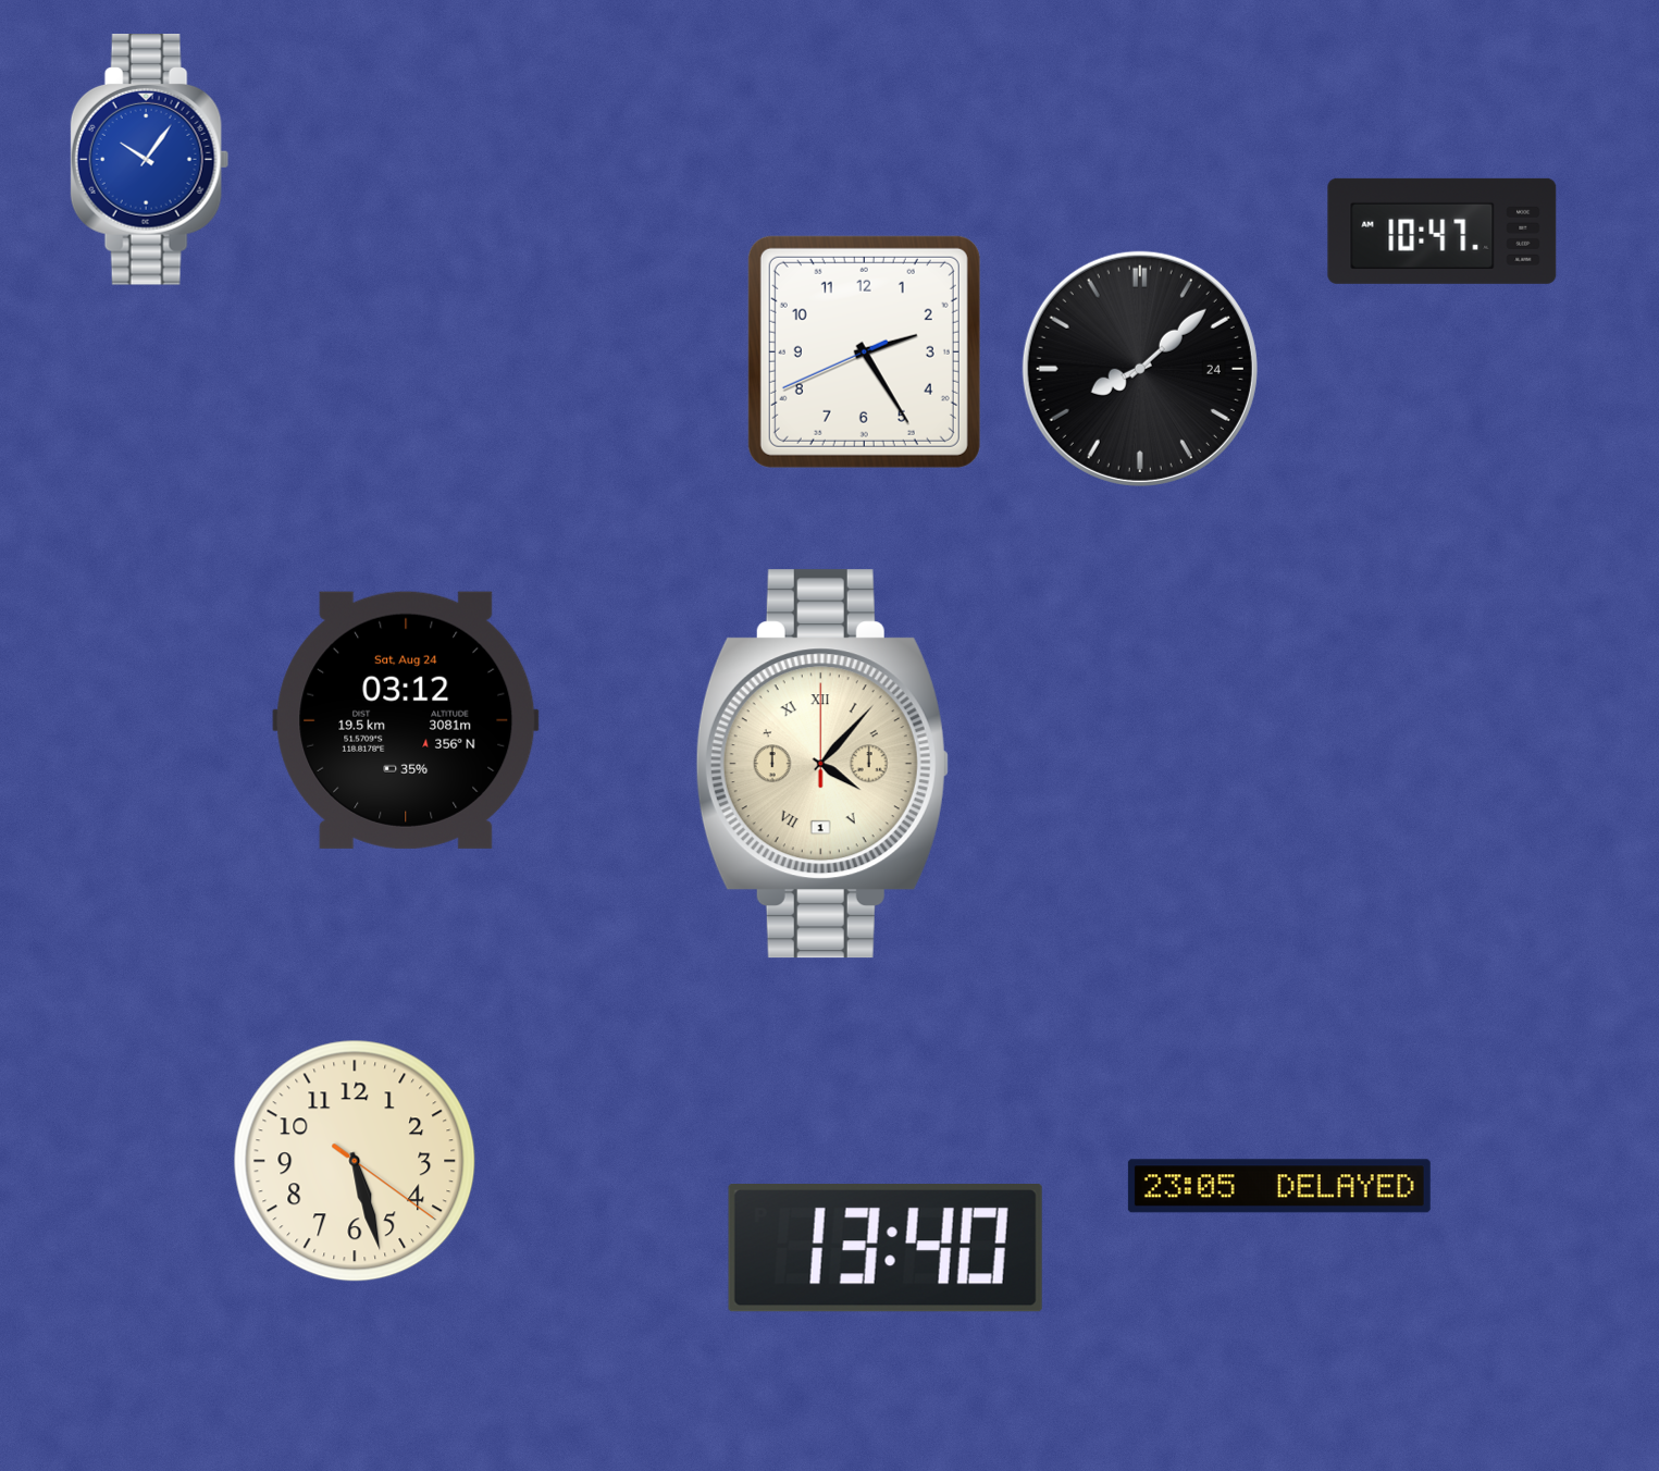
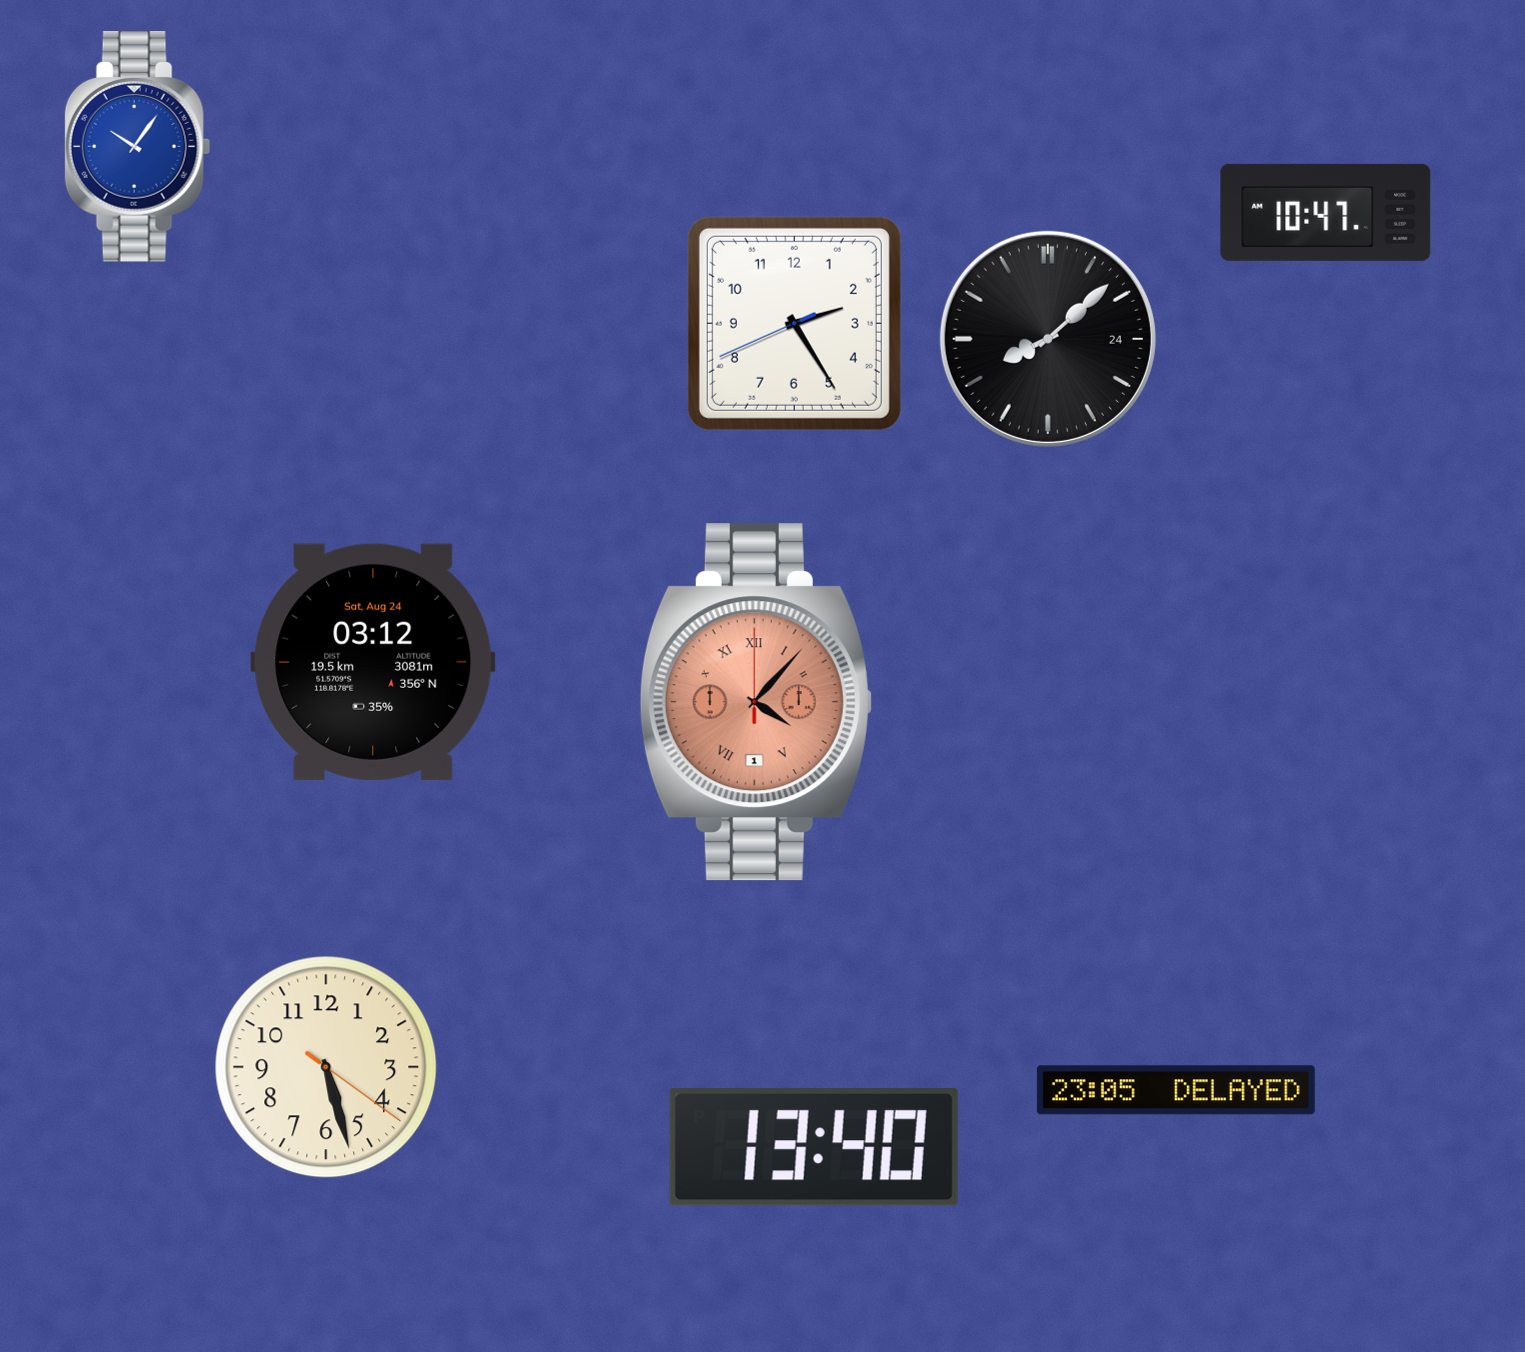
clock at (822, 764) dial: cream -> salmon
